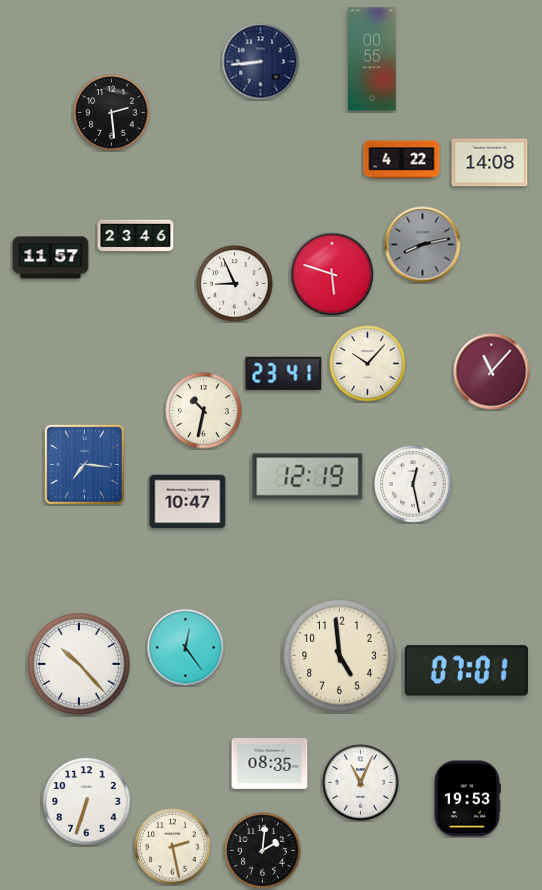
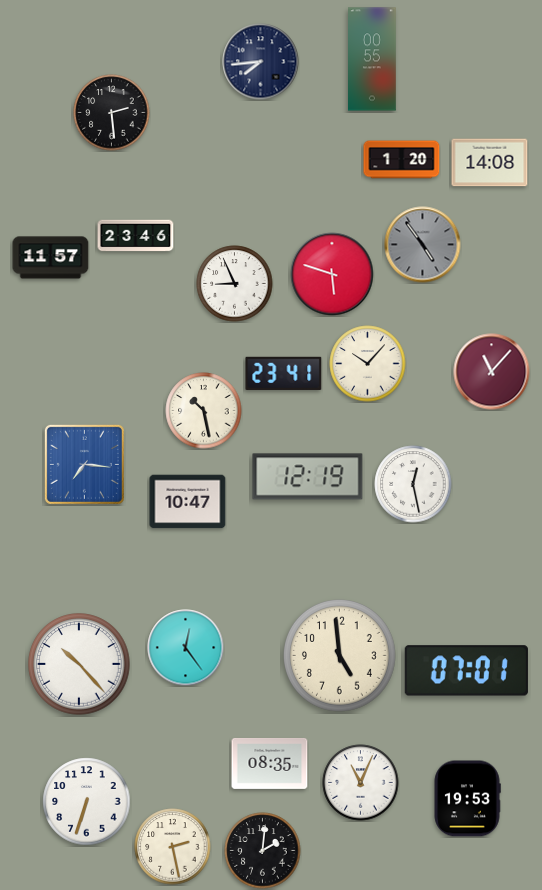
clock at (261, 62): 8:44 -> 7:44
clock at (402, 160): 4:22 -> 1:20
clock at (423, 245): 8:13 -> 4:54
clock at (204, 411): 10:32 -> 10:28
